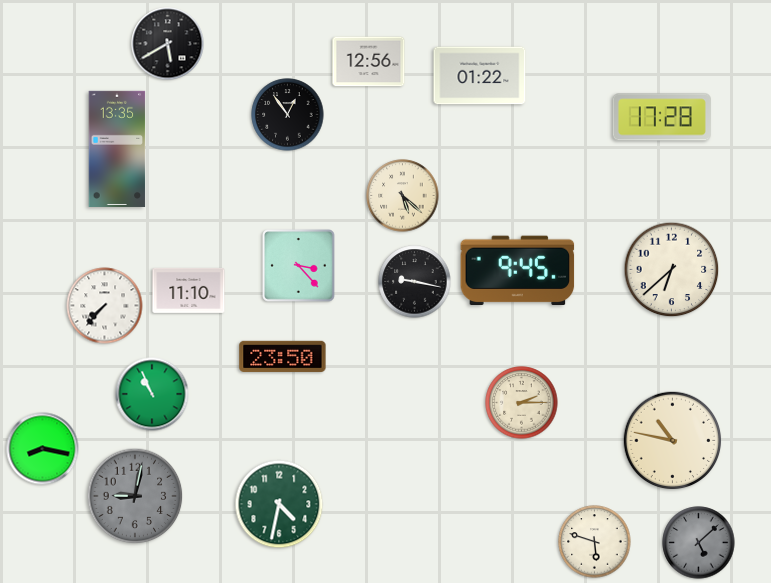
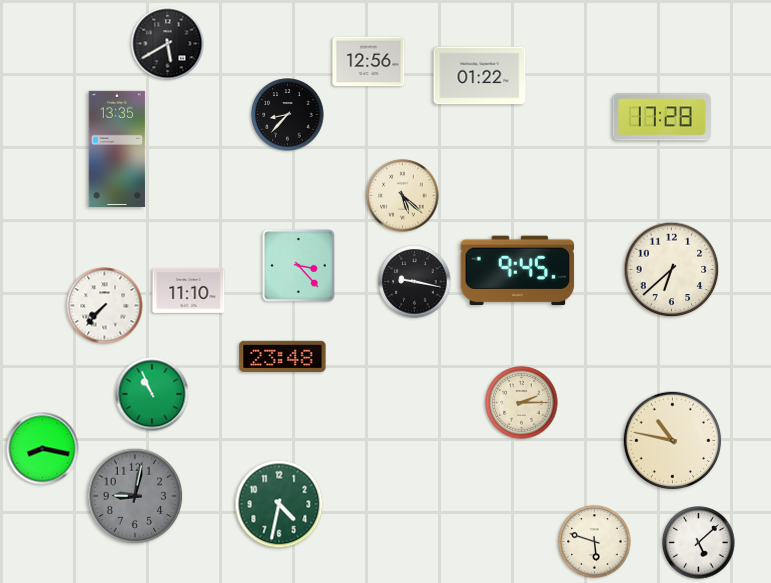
clock at (288, 115): 12:54 -> 8:37
clock at (283, 356): 23:50 -> 23:48
clock at (699, 543) dial: grey -> white
